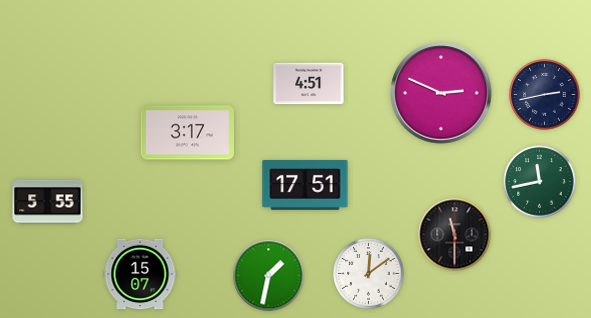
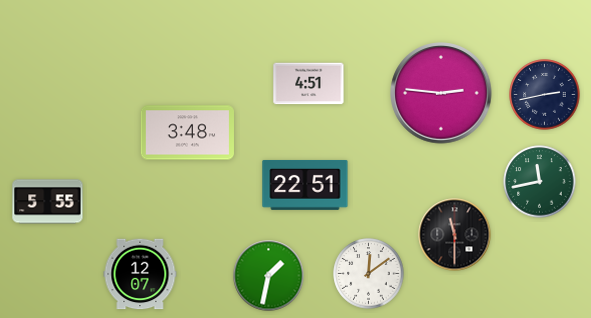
clock at (441, 93): 2:49 -> 2:46
clock at (187, 133): 3:17 -> 3:48
clock at (305, 185): 17:51 -> 22:51
clock at (140, 274): 15:07 -> 12:07
